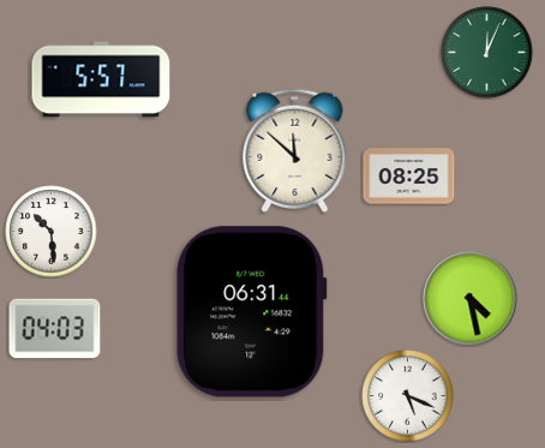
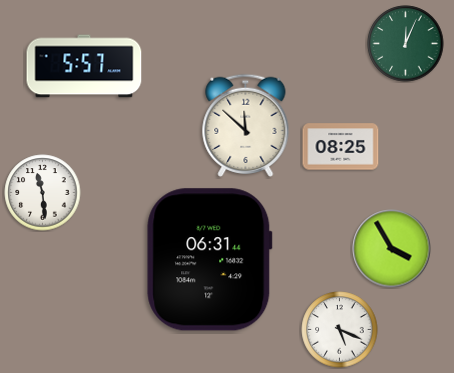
clock at (52, 232): 10:29 -> 11:29
clock at (471, 299): 4:28 -> 3:55
clock at (55, 329): 04:03 -> none
